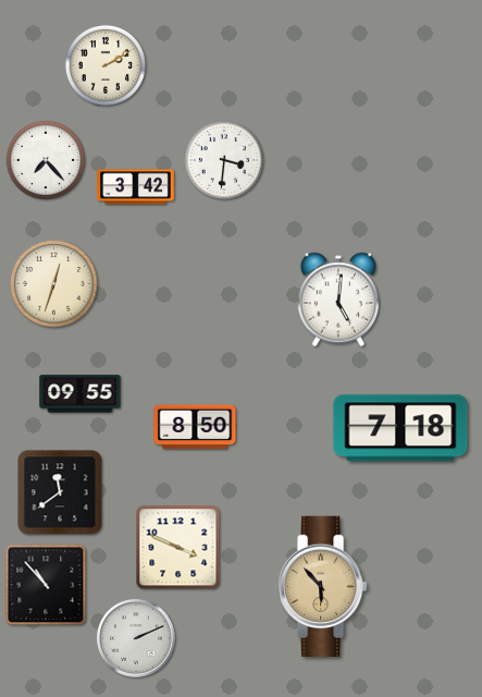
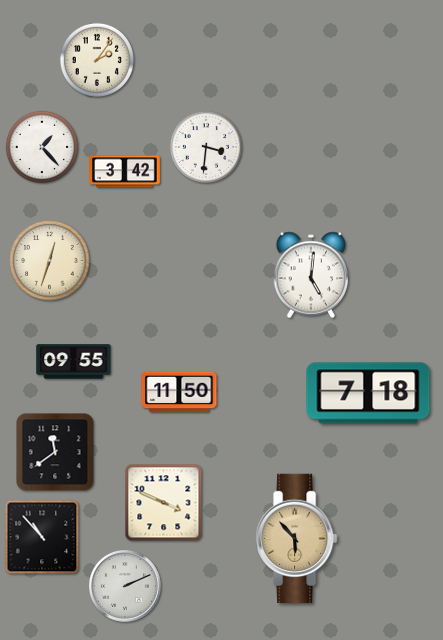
clock at (106, 65): 2:10 -> 2:06
clock at (46, 160): 7:23 -> 1:23
clock at (195, 427): 8:50 -> 11:50
